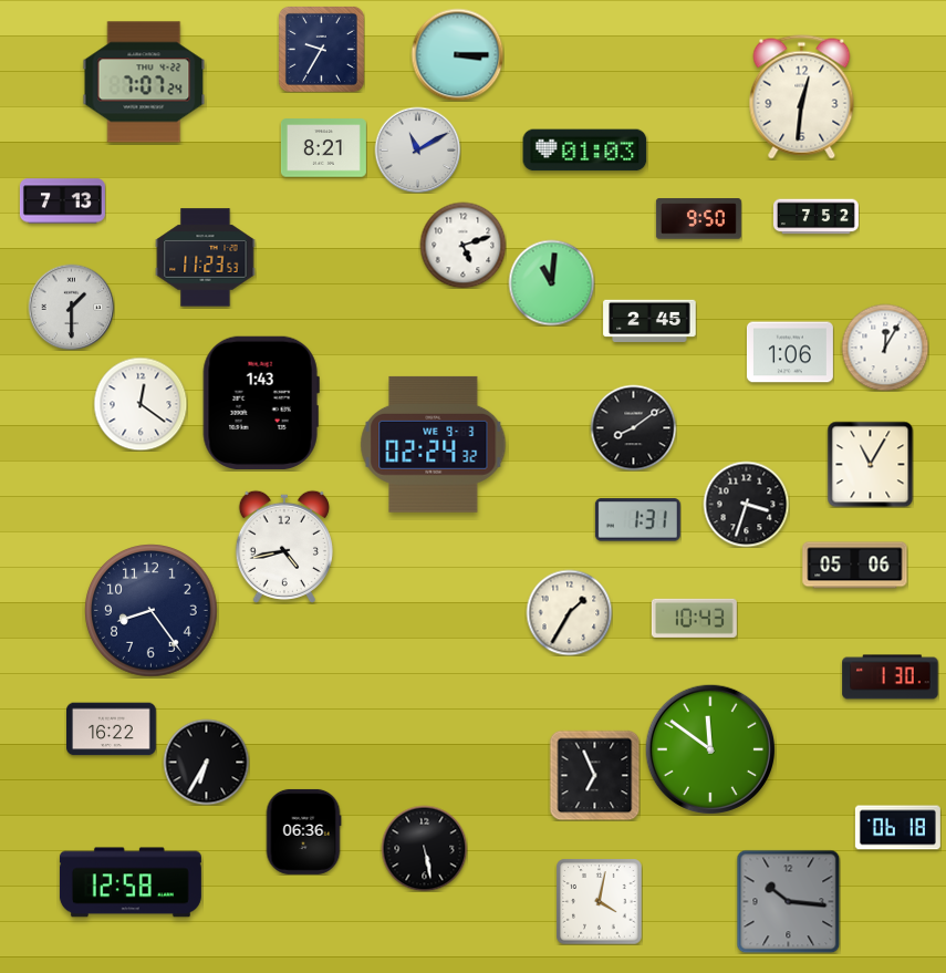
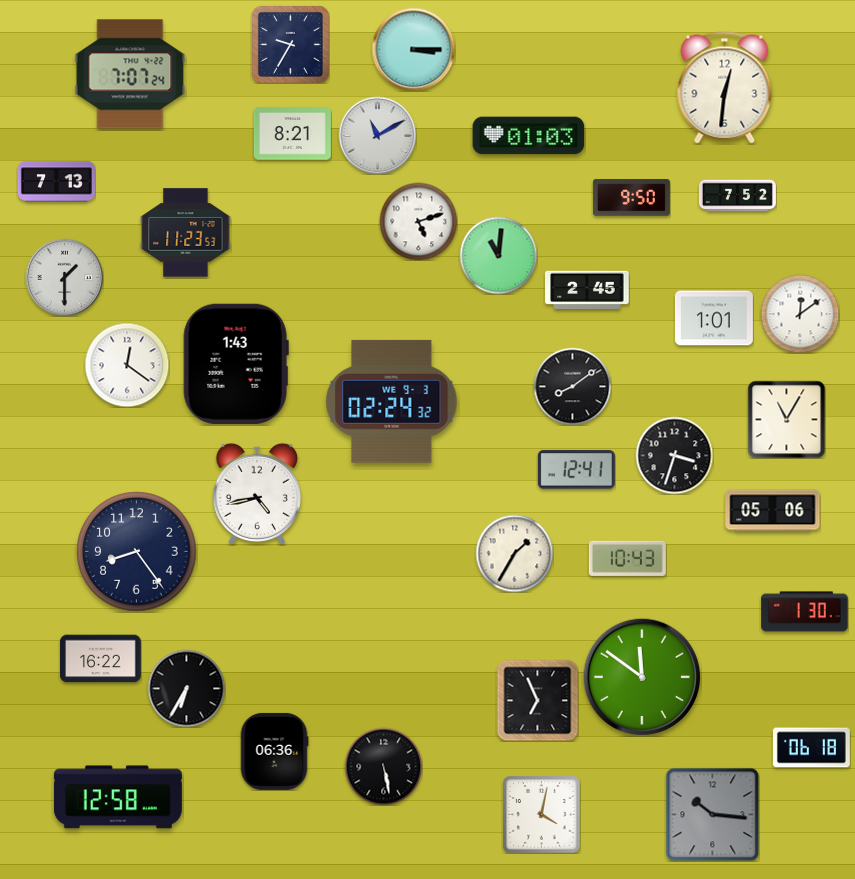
clock at (885, 348): 12:05 -> 12:09
clock at (790, 352): 1:06 -> 1:01
clock at (637, 520): 1:31 -> 12:41
